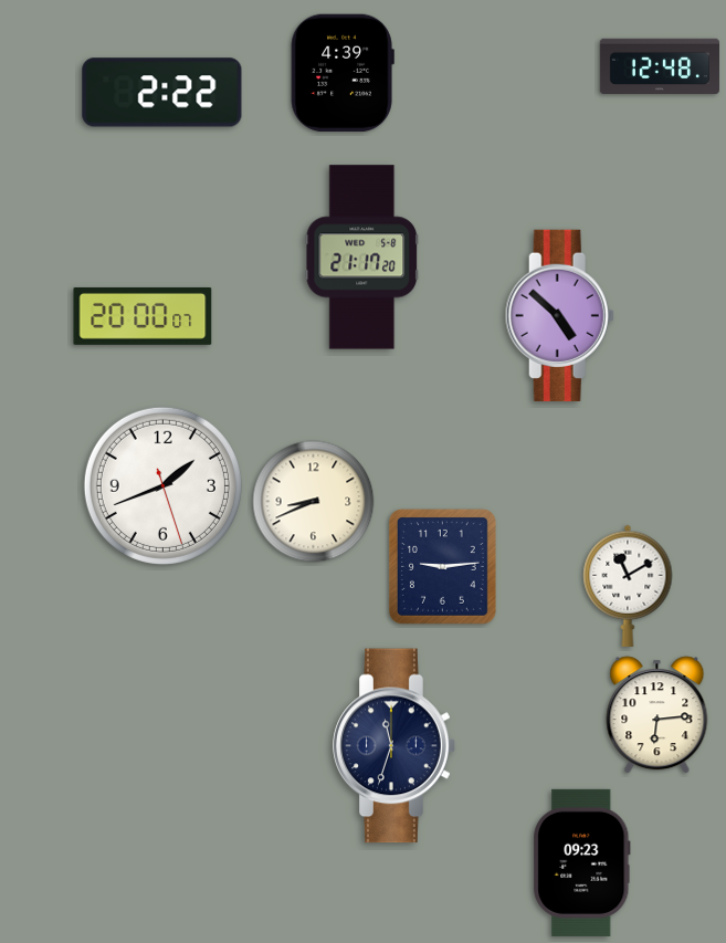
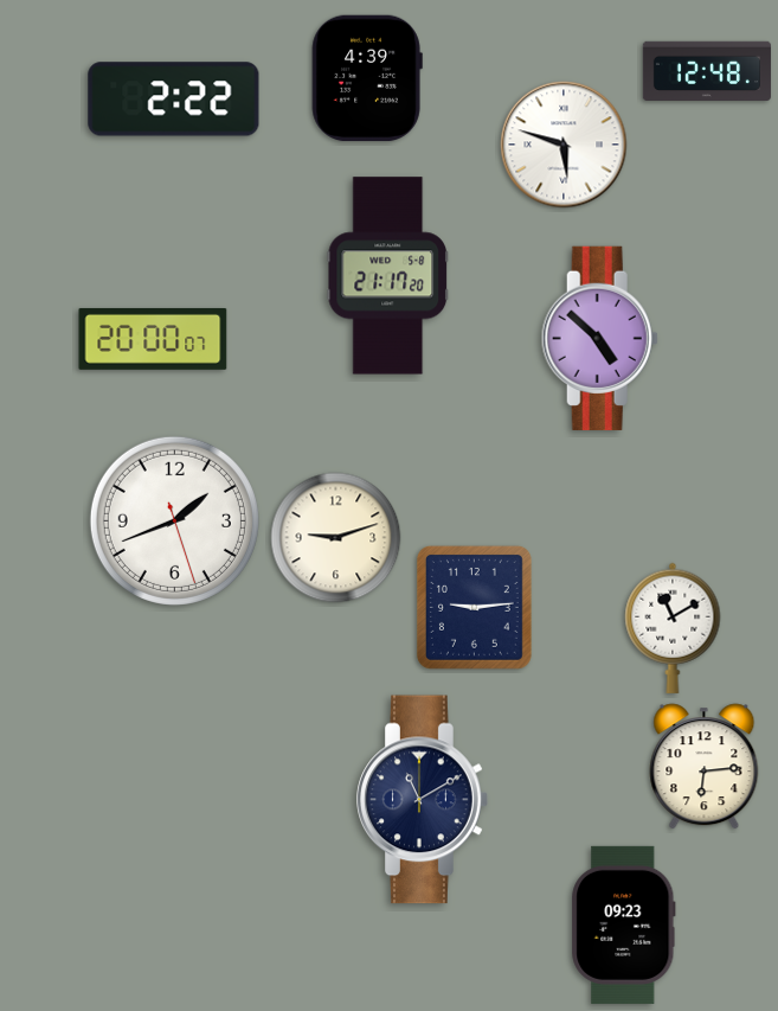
clock at (564, 145): none -> 5:48
clock at (314, 502): 8:41 -> 9:12
clock at (394, 746): 11:33 -> 11:10
